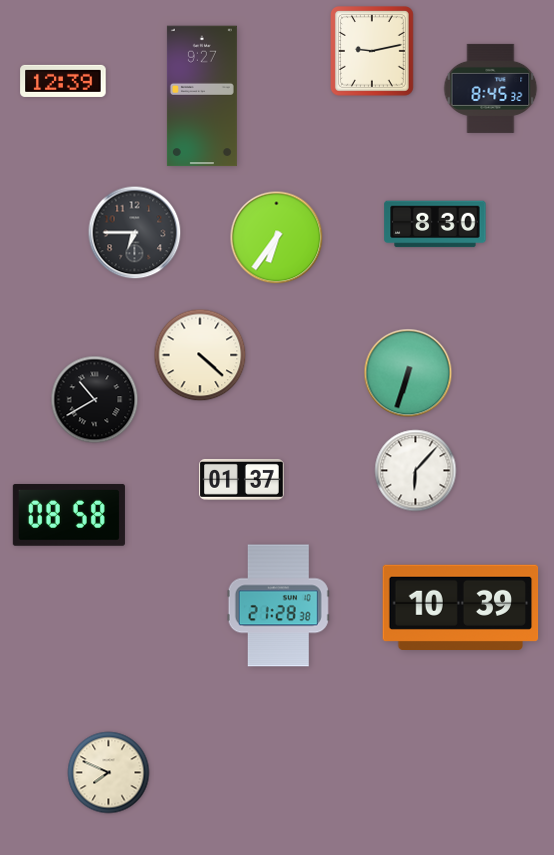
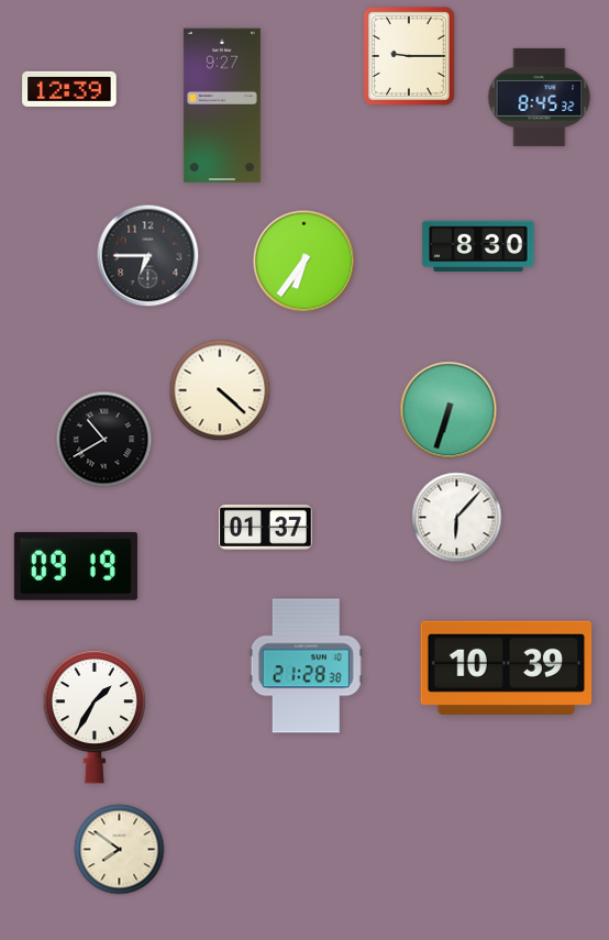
clock at (373, 52): 9:13 -> 9:15
clock at (69, 515): 08:58 -> 09:19
clock at (95, 717): none -> 1:35
clock at (109, 773): 7:49 -> 7:51
